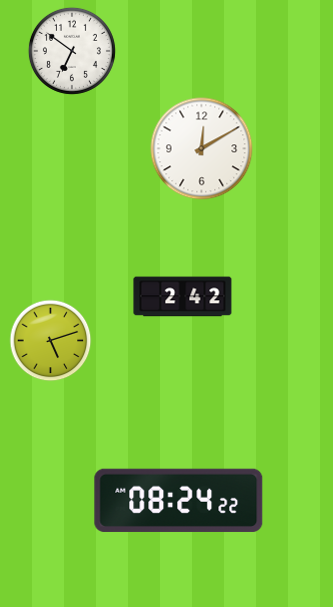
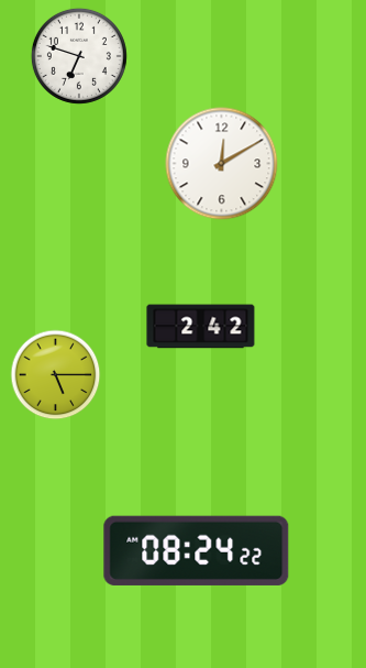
clock at (72, 51): 6:51 -> 6:48
clock at (51, 341): 5:12 -> 5:15
